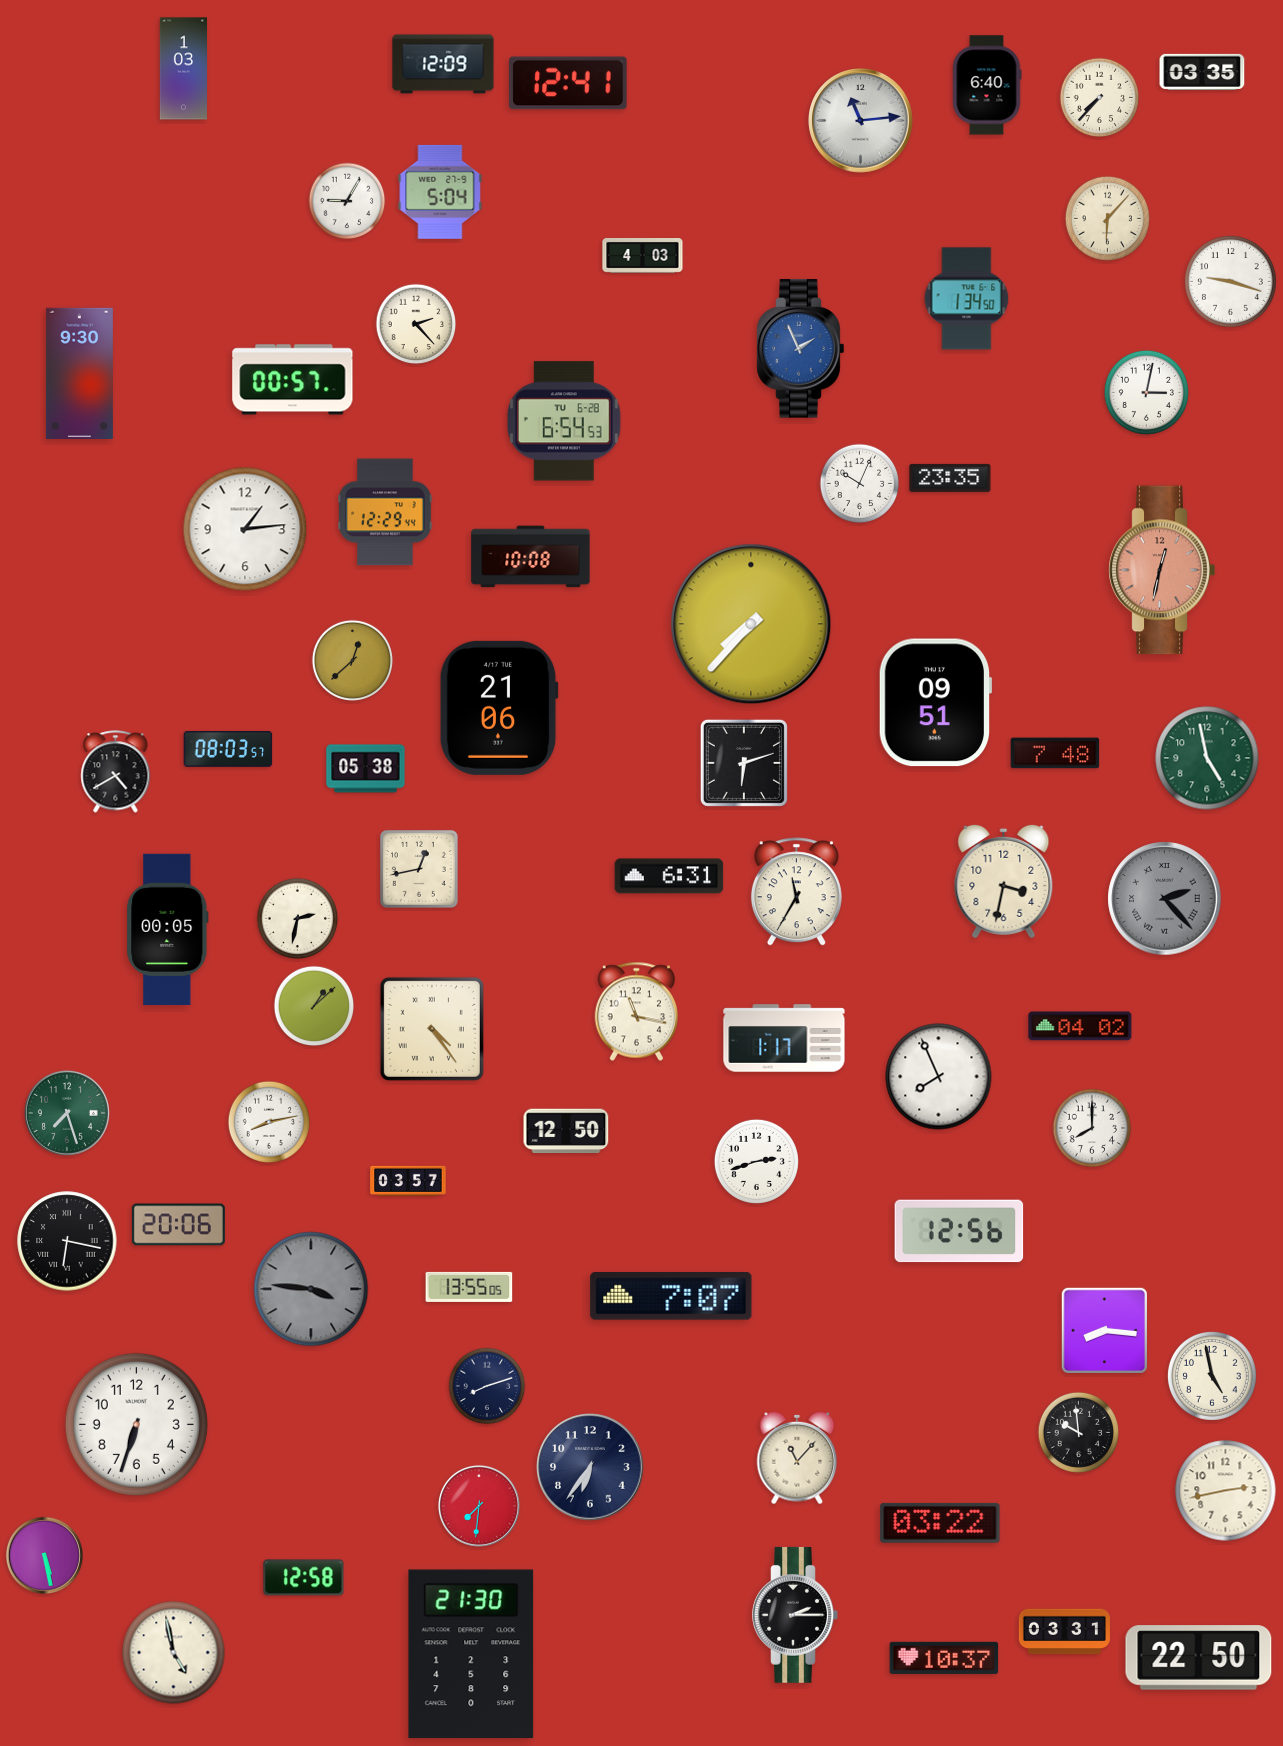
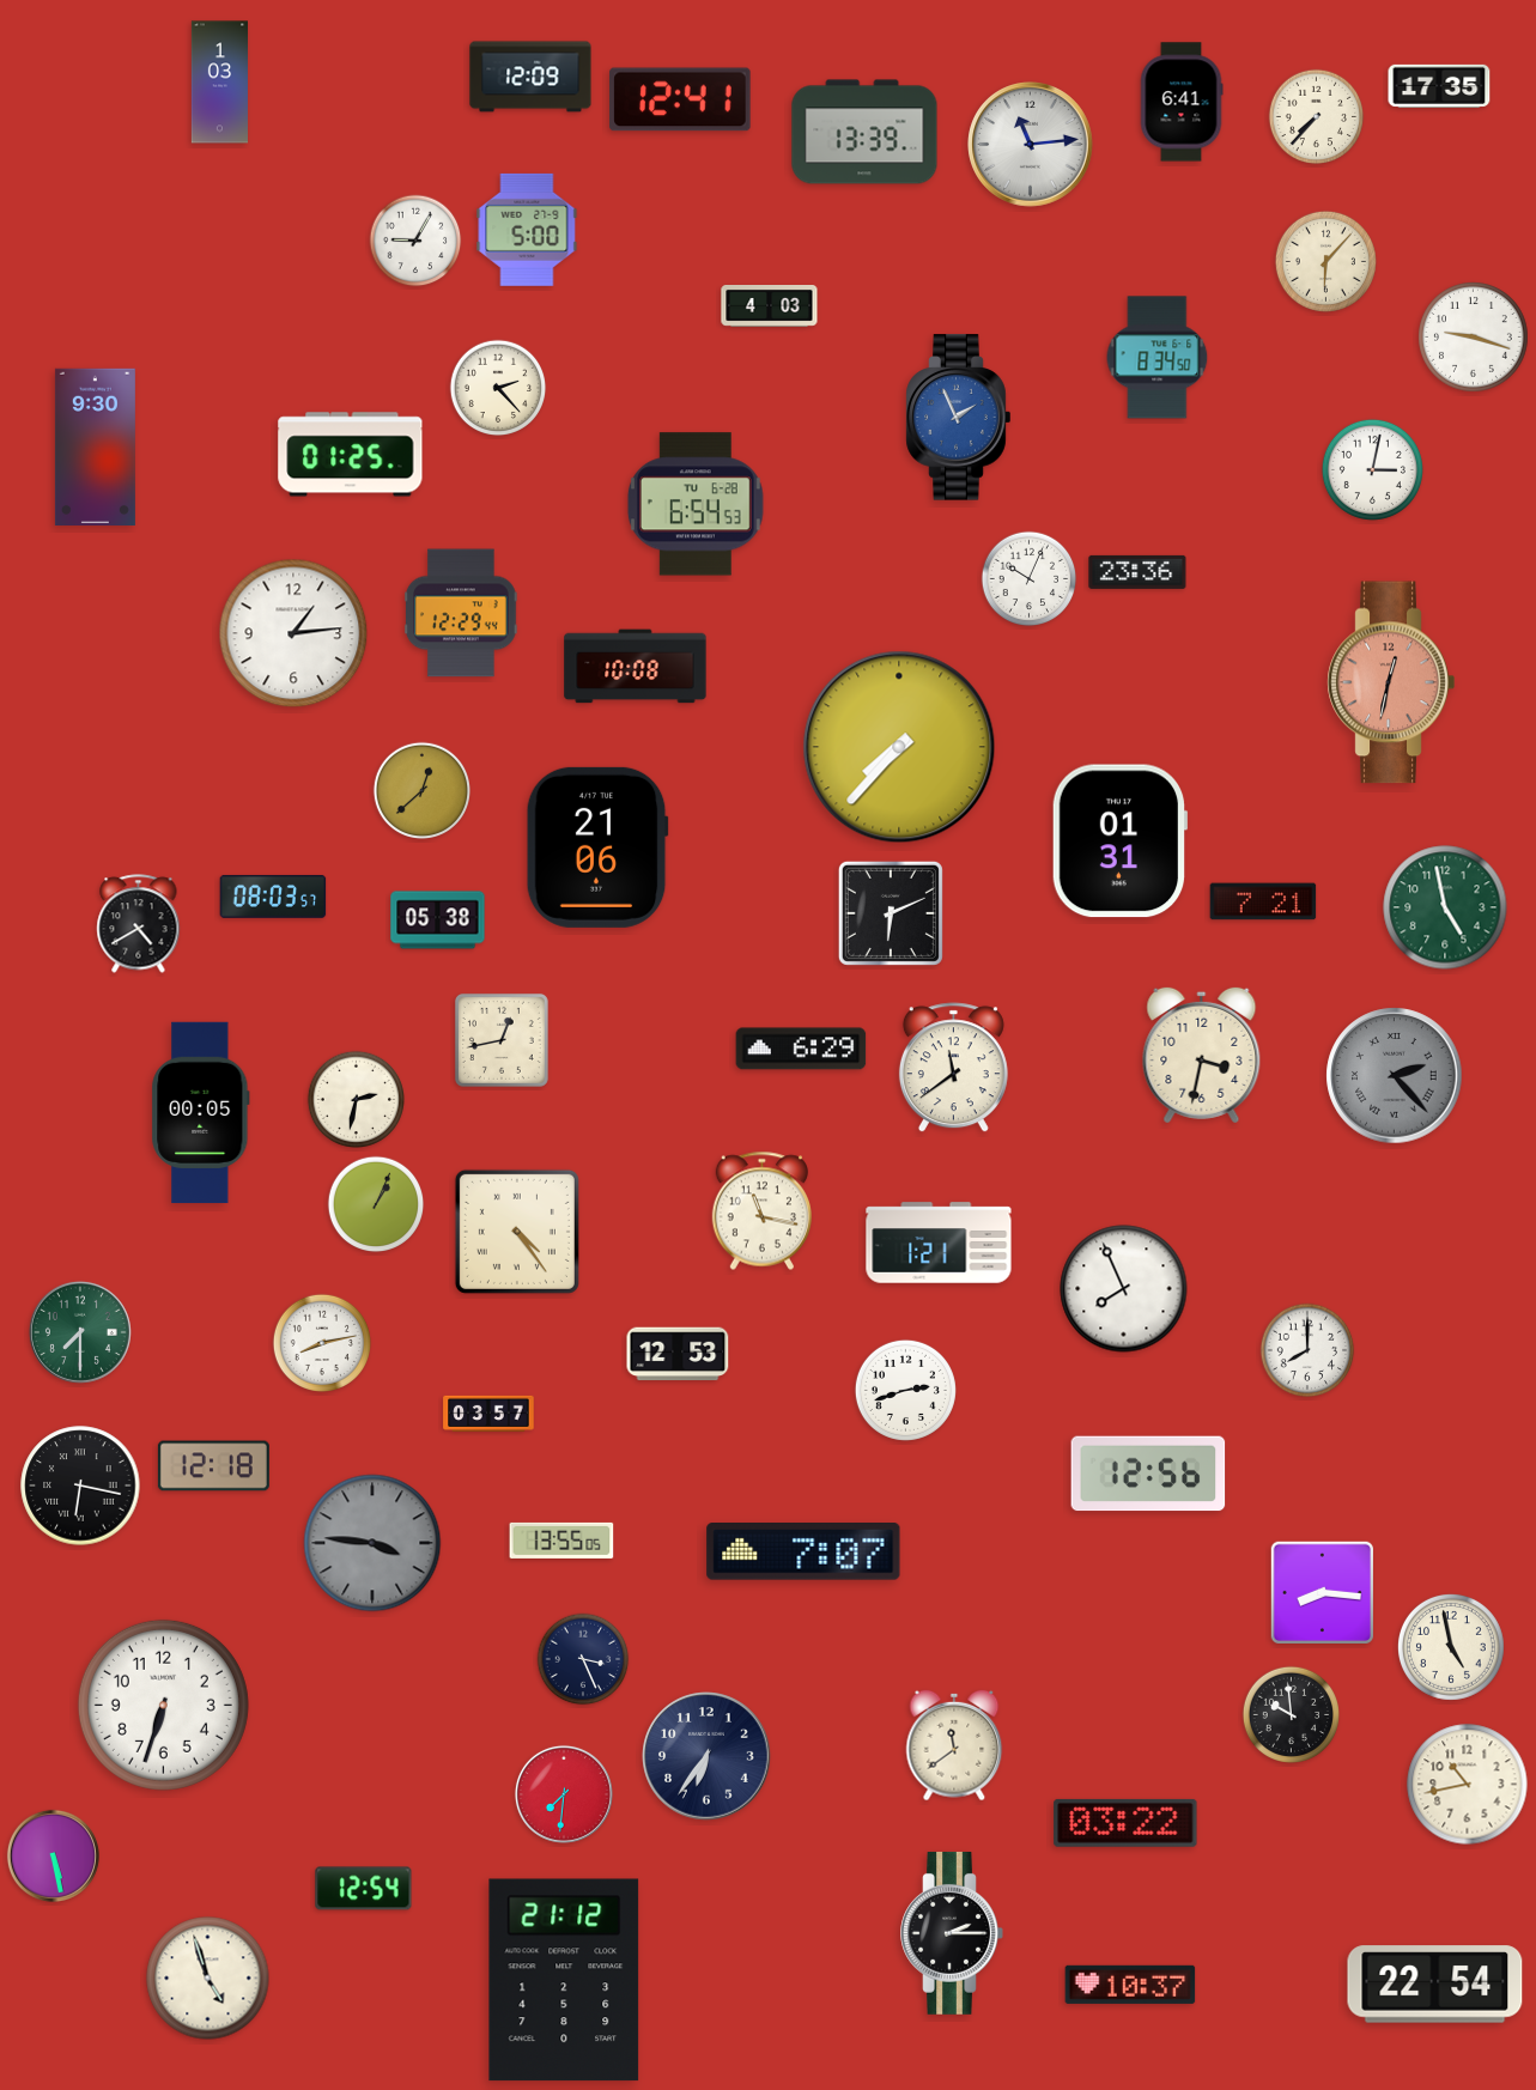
clock at (1202, 72): 03:35 -> 17:35
clock at (987, 85): 6:40 -> 6:41
clock at (864, 132): none -> 13:39
clock at (440, 192): 5:04 -> 5:00
clock at (967, 299): 1:34 -> 8:34
clock at (293, 380): 00:57 -> 01:25
clock at (564, 421) position: (564, 421) -> (696, 504)
clock at (950, 478): 23:35 -> 23:36
clock at (935, 703): 09:51 -> 01:31
clock at (1055, 753): 7:48 -> 7:21
clock at (744, 763): 6:12 -> 6:11
clock at (669, 876): 6:31 -> 6:29
clock at (796, 892): 11:35 -> 11:39
clock at (314, 1006): 1:08 -> 1:04
clock at (1080, 1026): 04:02 -> none
clock at (784, 1038): 1:17 -> 1:21
clock at (67, 1113): 7:27 -> 7:30
clock at (566, 1131): 12:50 -> 12:53
clock at (178, 1225): 20:06 -> 12:18
clock at (487, 1386): 8:12 -> 3:26
clock at (797, 1458): 11:07 -> 11:39
clock at (1226, 1491): 2:43 -> 10:43
clock at (479, 1506) position: (479, 1506) -> (564, 1794)
clock at (44, 1555) position: (44, 1555) -> (53, 1855)
clock at (304, 1578): 12:58 -> 12:54
clock at (1064, 1632): 03:31 -> none
clock at (174, 1653): 4:58 -> 4:57
clock at (471, 1654): 21:30 -> 21:12
clock at (1199, 1658): 22:50 -> 22:54
